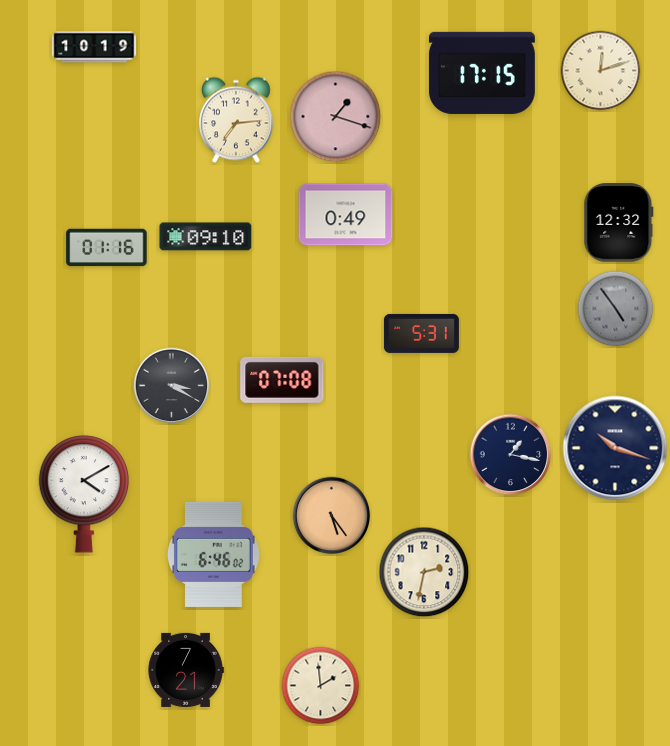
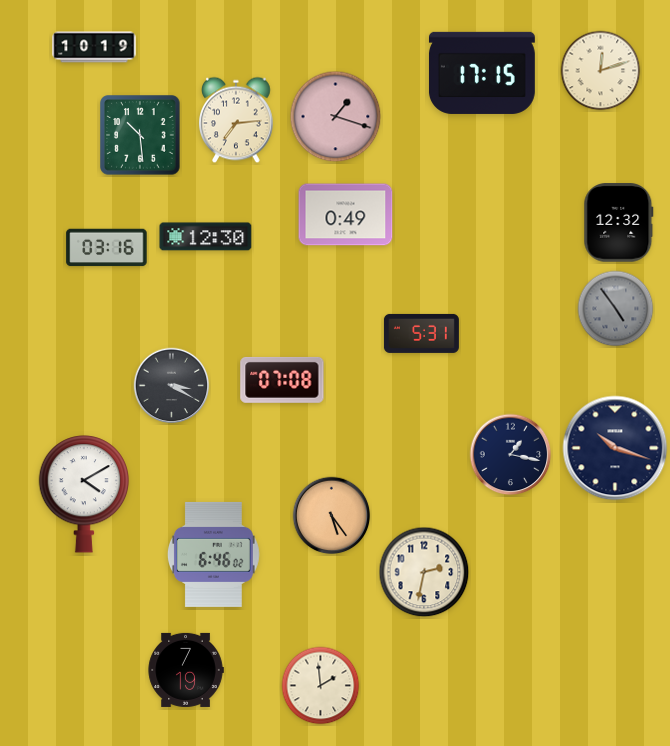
clock at (140, 135): none -> 10:29
clock at (206, 237): 09:10 -> 12:30
clock at (107, 248): 01:16 -> 03:16
clock at (186, 670): 7:21 -> 7:19
